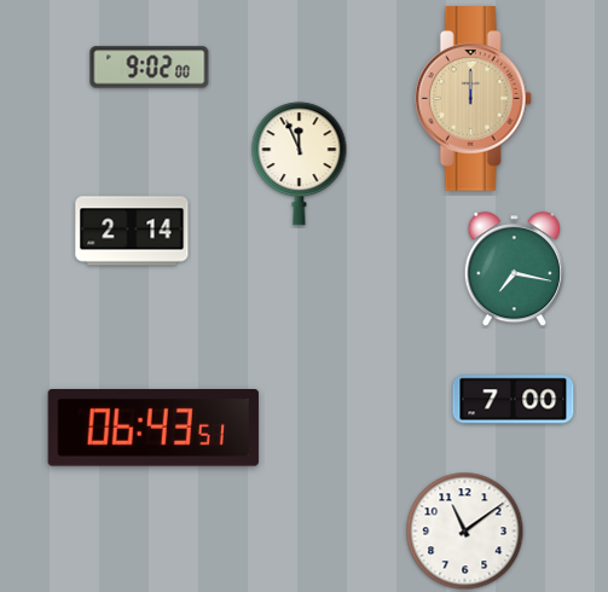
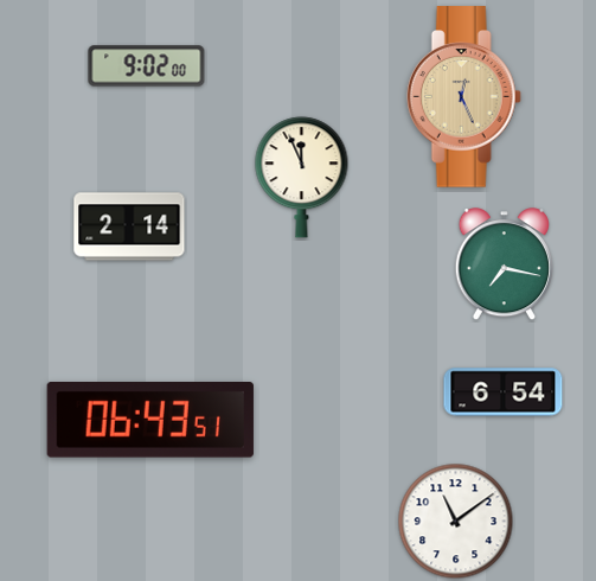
clock at (473, 99): 12:00 -> 12:26
clock at (300, 164) position: (300, 164) -> (302, 178)
clock at (514, 400): 7:00 -> 6:54
